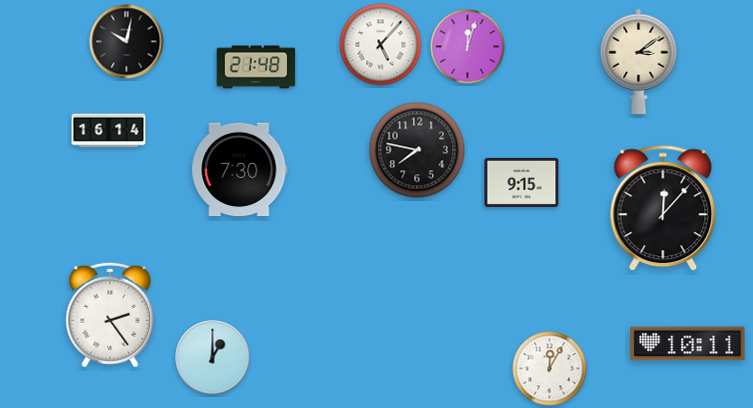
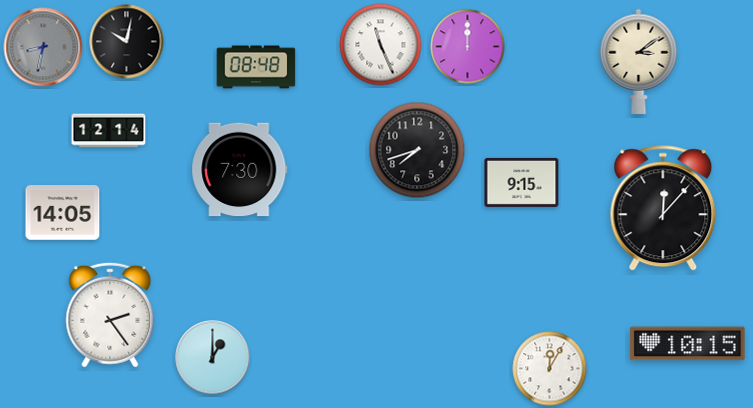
clock at (381, 45): 5:07 -> 11:26
clock at (43, 47): none -> 8:32
clock at (468, 47): 12:03 -> 12:00
clock at (256, 67): 21:48 -> 08:48
clock at (109, 131): 16:14 -> 12:14
clock at (417, 150): 7:47 -> 7:42
clock at (63, 213): none -> 14:05
clock at (688, 344): 10:11 -> 10:15
